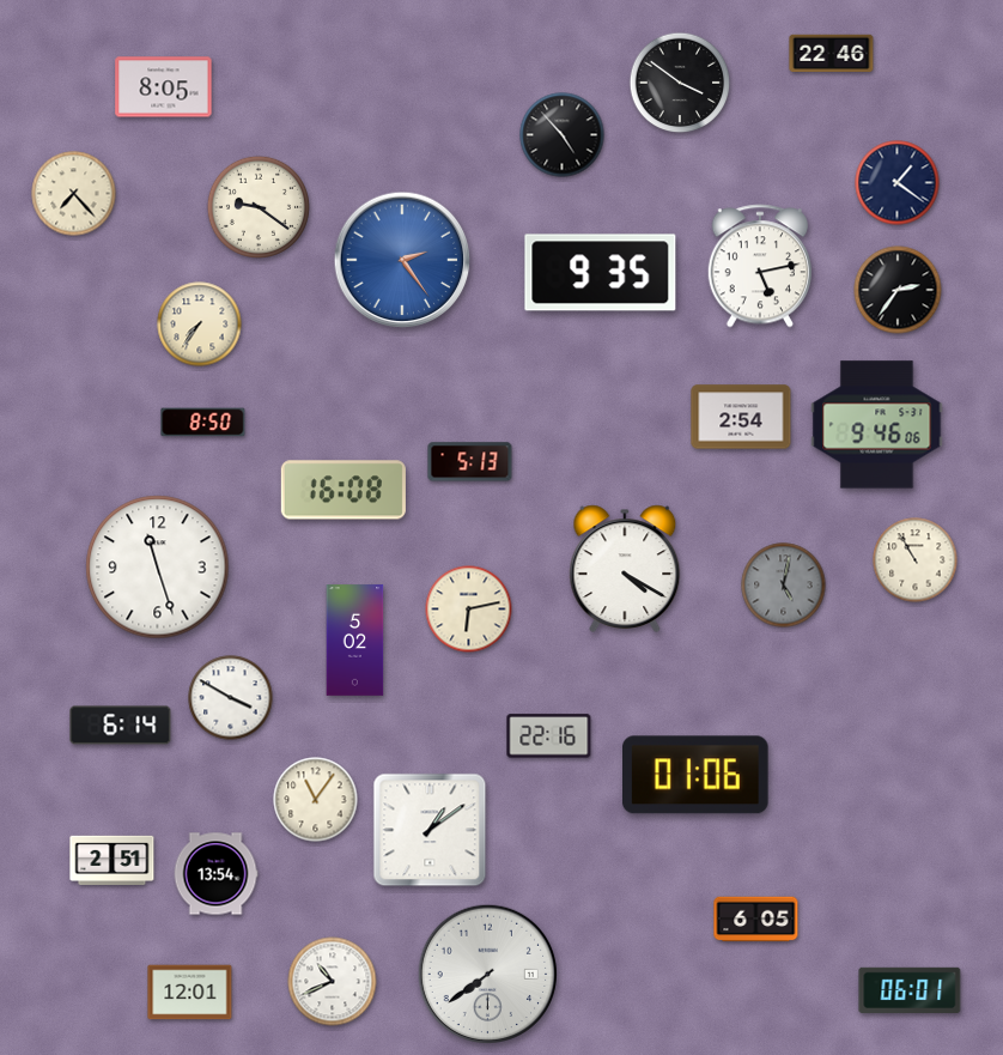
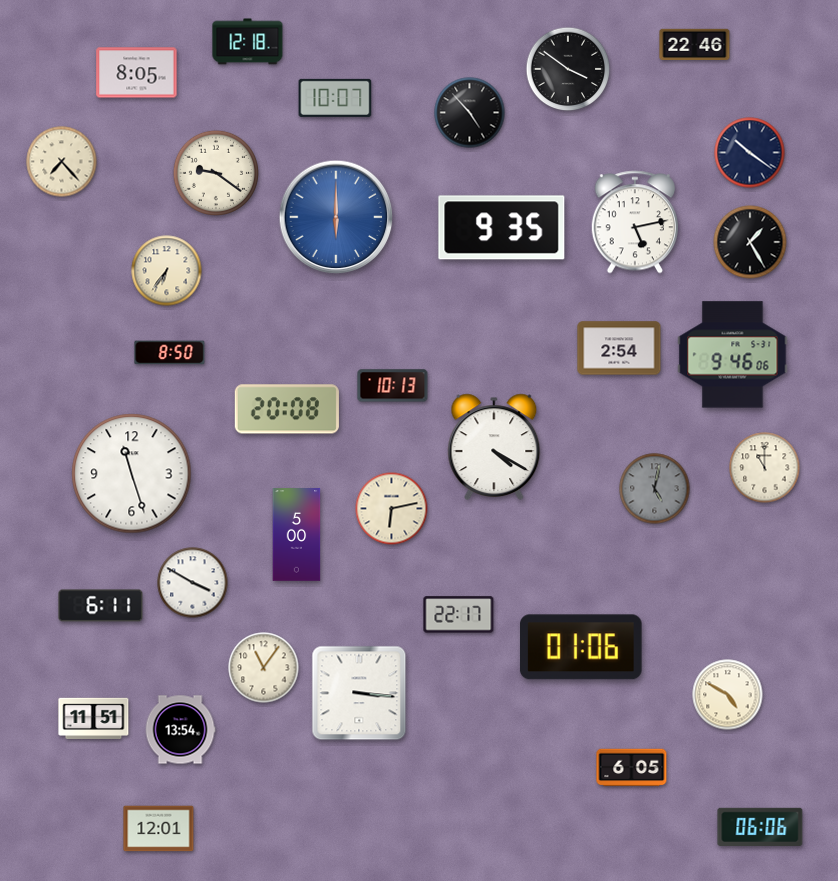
clock at (248, 42): none -> 12:18
clock at (335, 98): none -> 10:07
clock at (898, 183): 1:21 -> 10:21
clock at (402, 260): 2:24 -> 6:00
clock at (898, 290): 2:36 -> 1:25
clock at (200, 325): 7:36 -> 6:36
clock at (470, 462): 5:13 -> 10:13
clock at (344, 490): 16:08 -> 20:08
clock at (916, 560): 10:55 -> 11:00
clock at (625, 568) position: (625, 568) -> (494, 446)
clock at (355, 641): 5:02 -> 5:00
clock at (121, 726): 6:14 -> 6:11
clock at (549, 736): 22:16 -> 22:17
clock at (430, 830): 1:09 -> 3:16
clock at (728, 695): none -> 4:50
clock at (113, 861): 2:51 -> 11:51
clock at (487, 974): 7:39 -> none
clock at (333, 982): 10:41 -> none
clock at (910, 990): 06:01 -> 06:06
